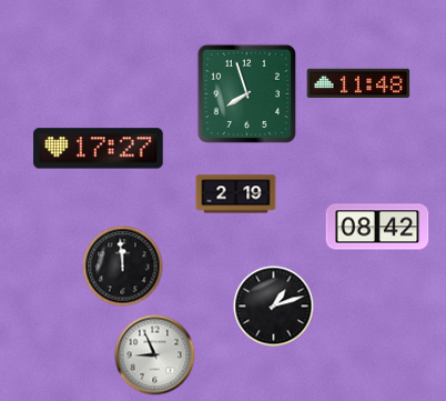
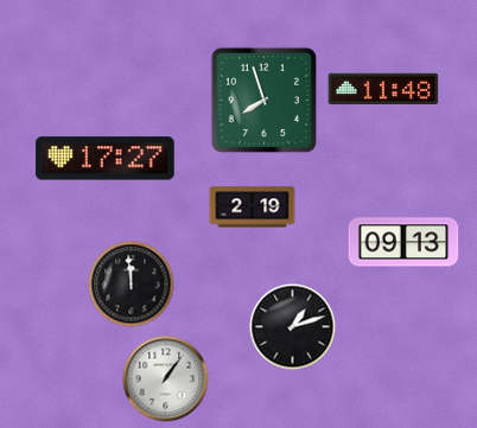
clock at (377, 227): 08:42 -> 09:13
clock at (155, 355): 8:56 -> 1:06
